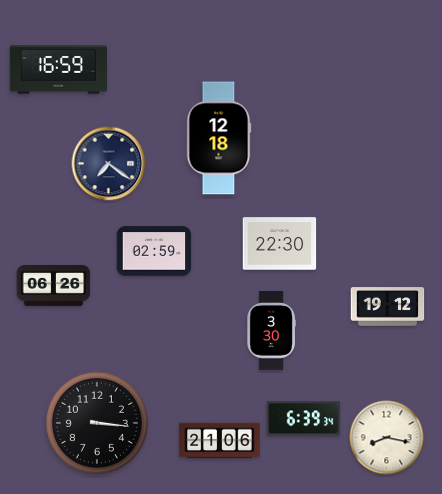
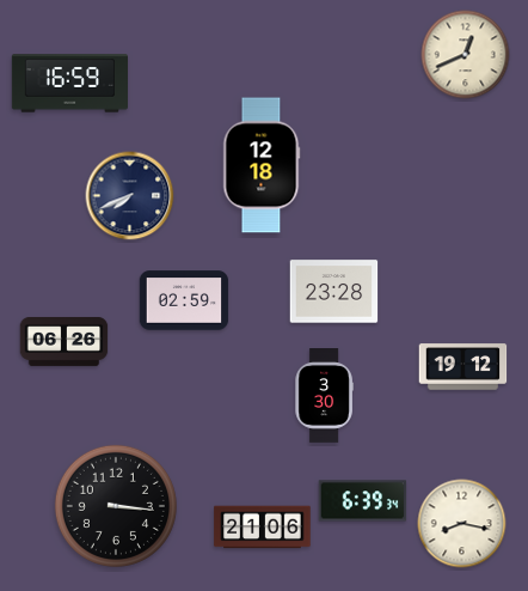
clock at (466, 55): none -> 12:41
clock at (109, 164): 7:21 -> 7:41
clock at (280, 244): 22:30 -> 23:28
